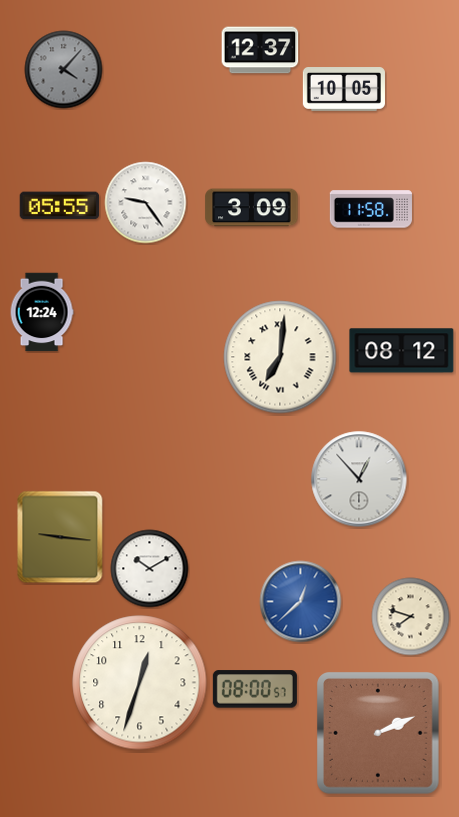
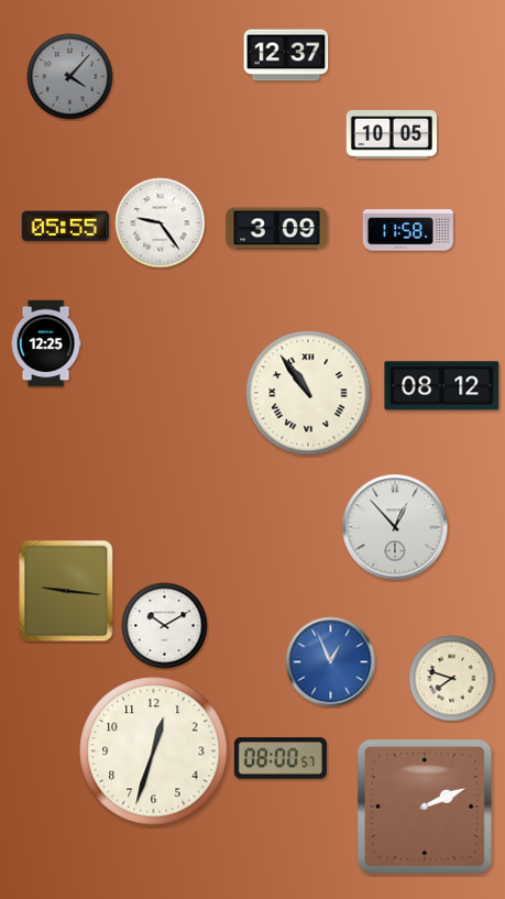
clock at (344, 90) position: (344, 90) -> (392, 135)
clock at (42, 312): 12:24 -> 12:25
clock at (280, 357): 7:01 -> 10:54
clock at (301, 602): 12:38 -> 12:56
clock at (379, 734) position: (379, 734) -> (426, 808)
